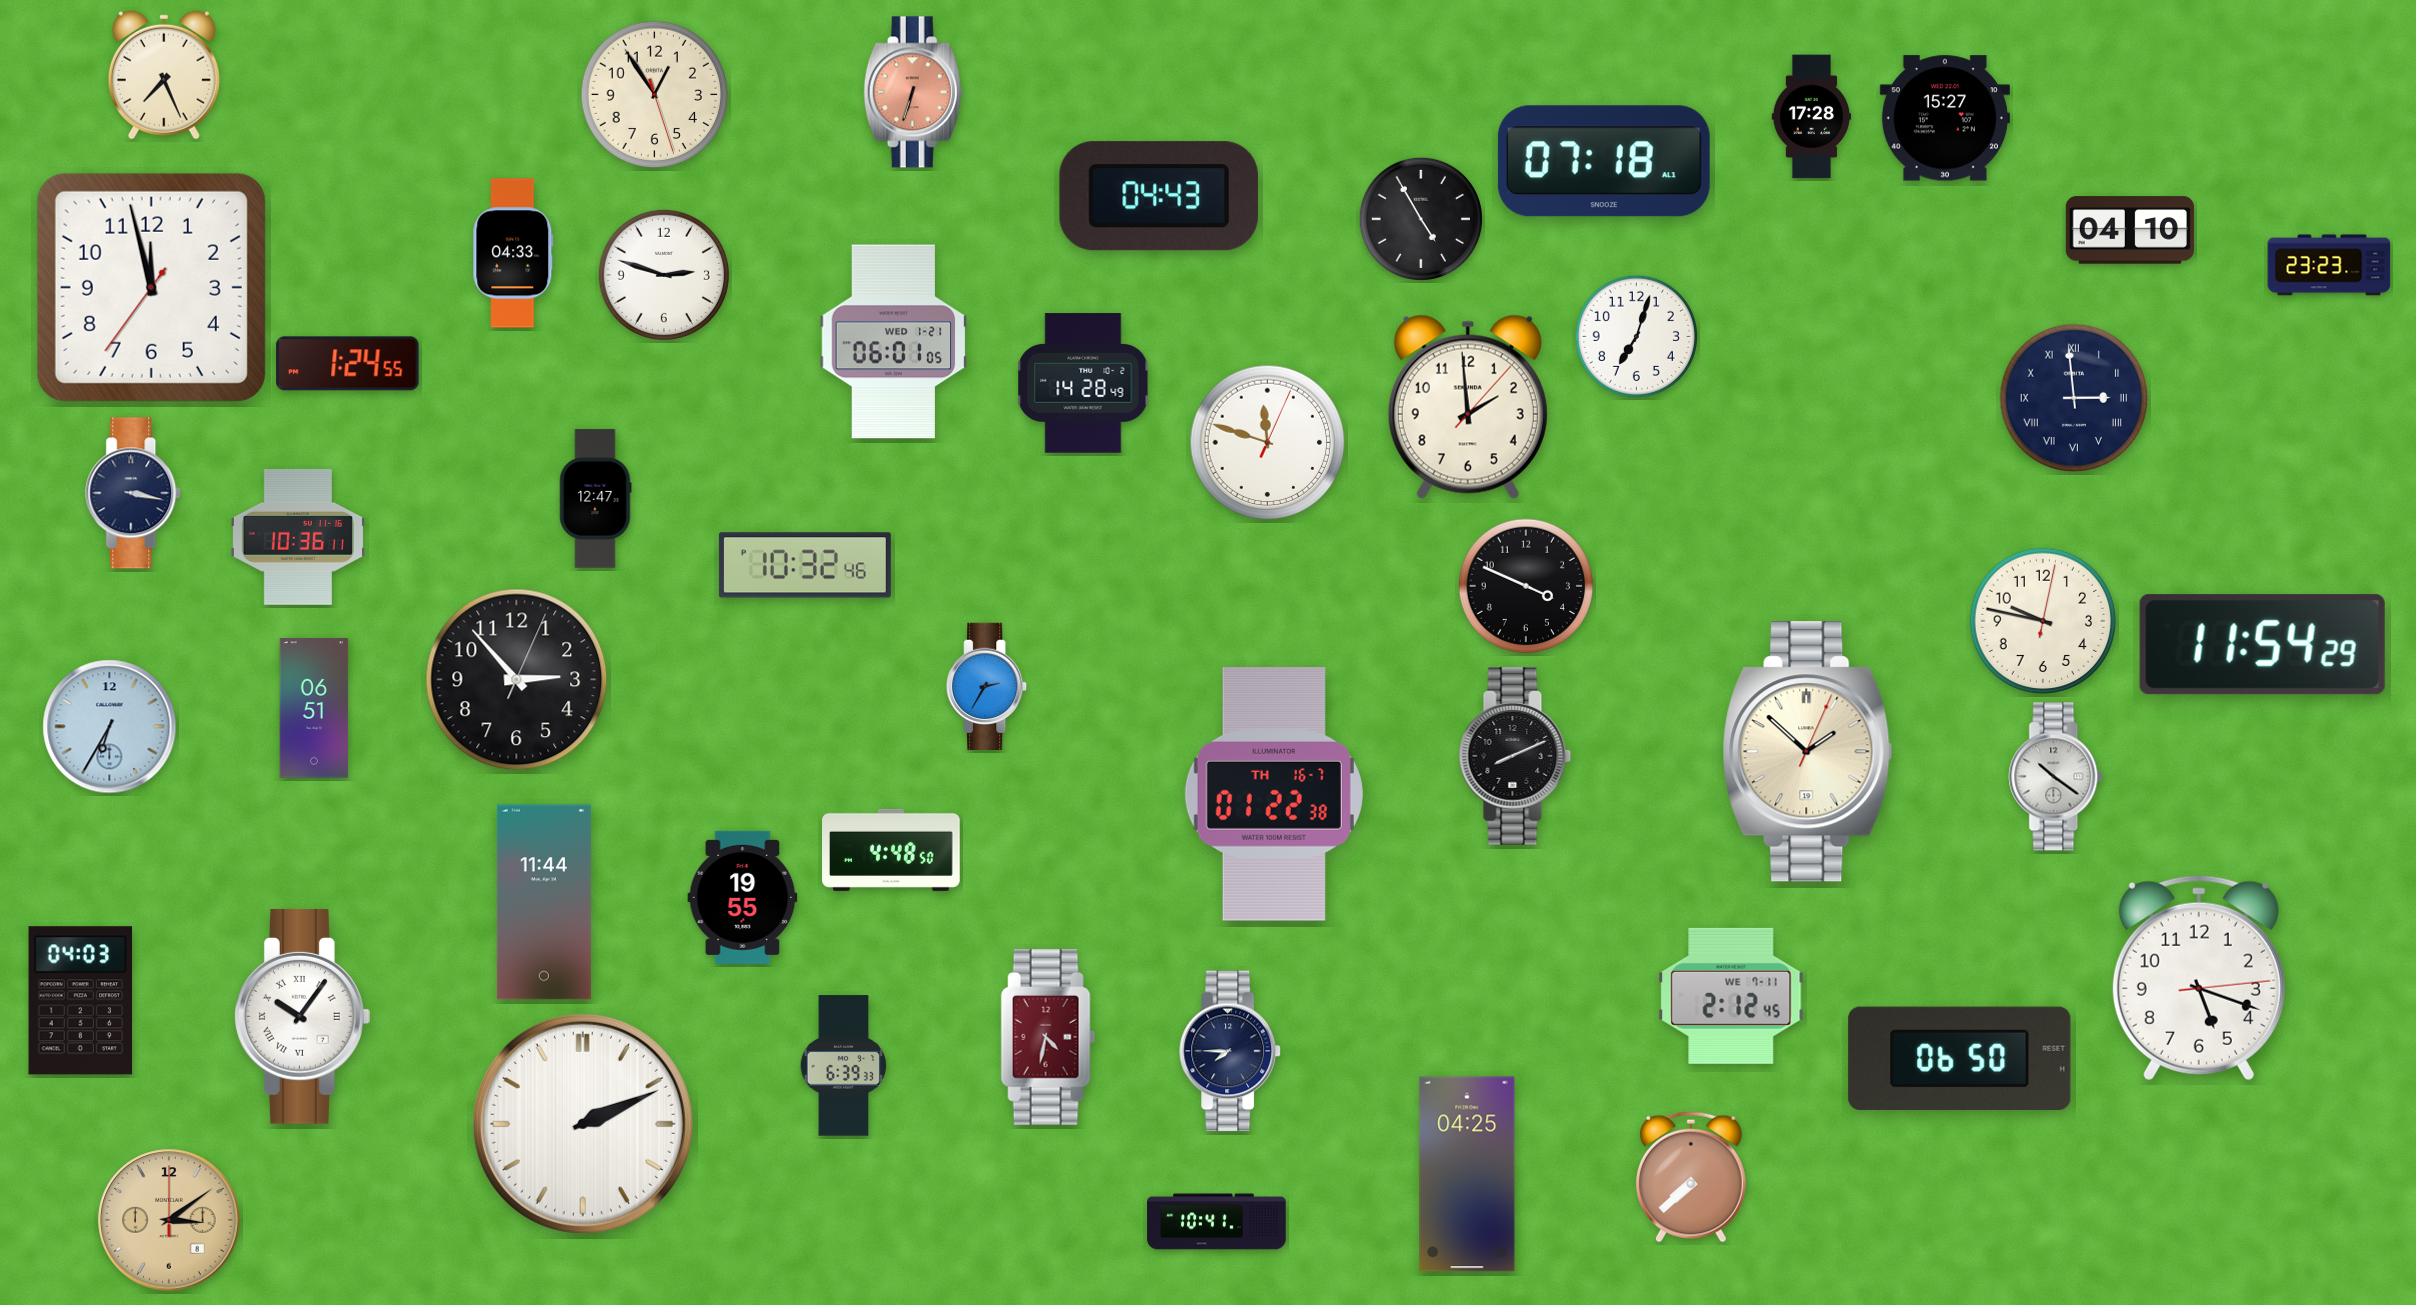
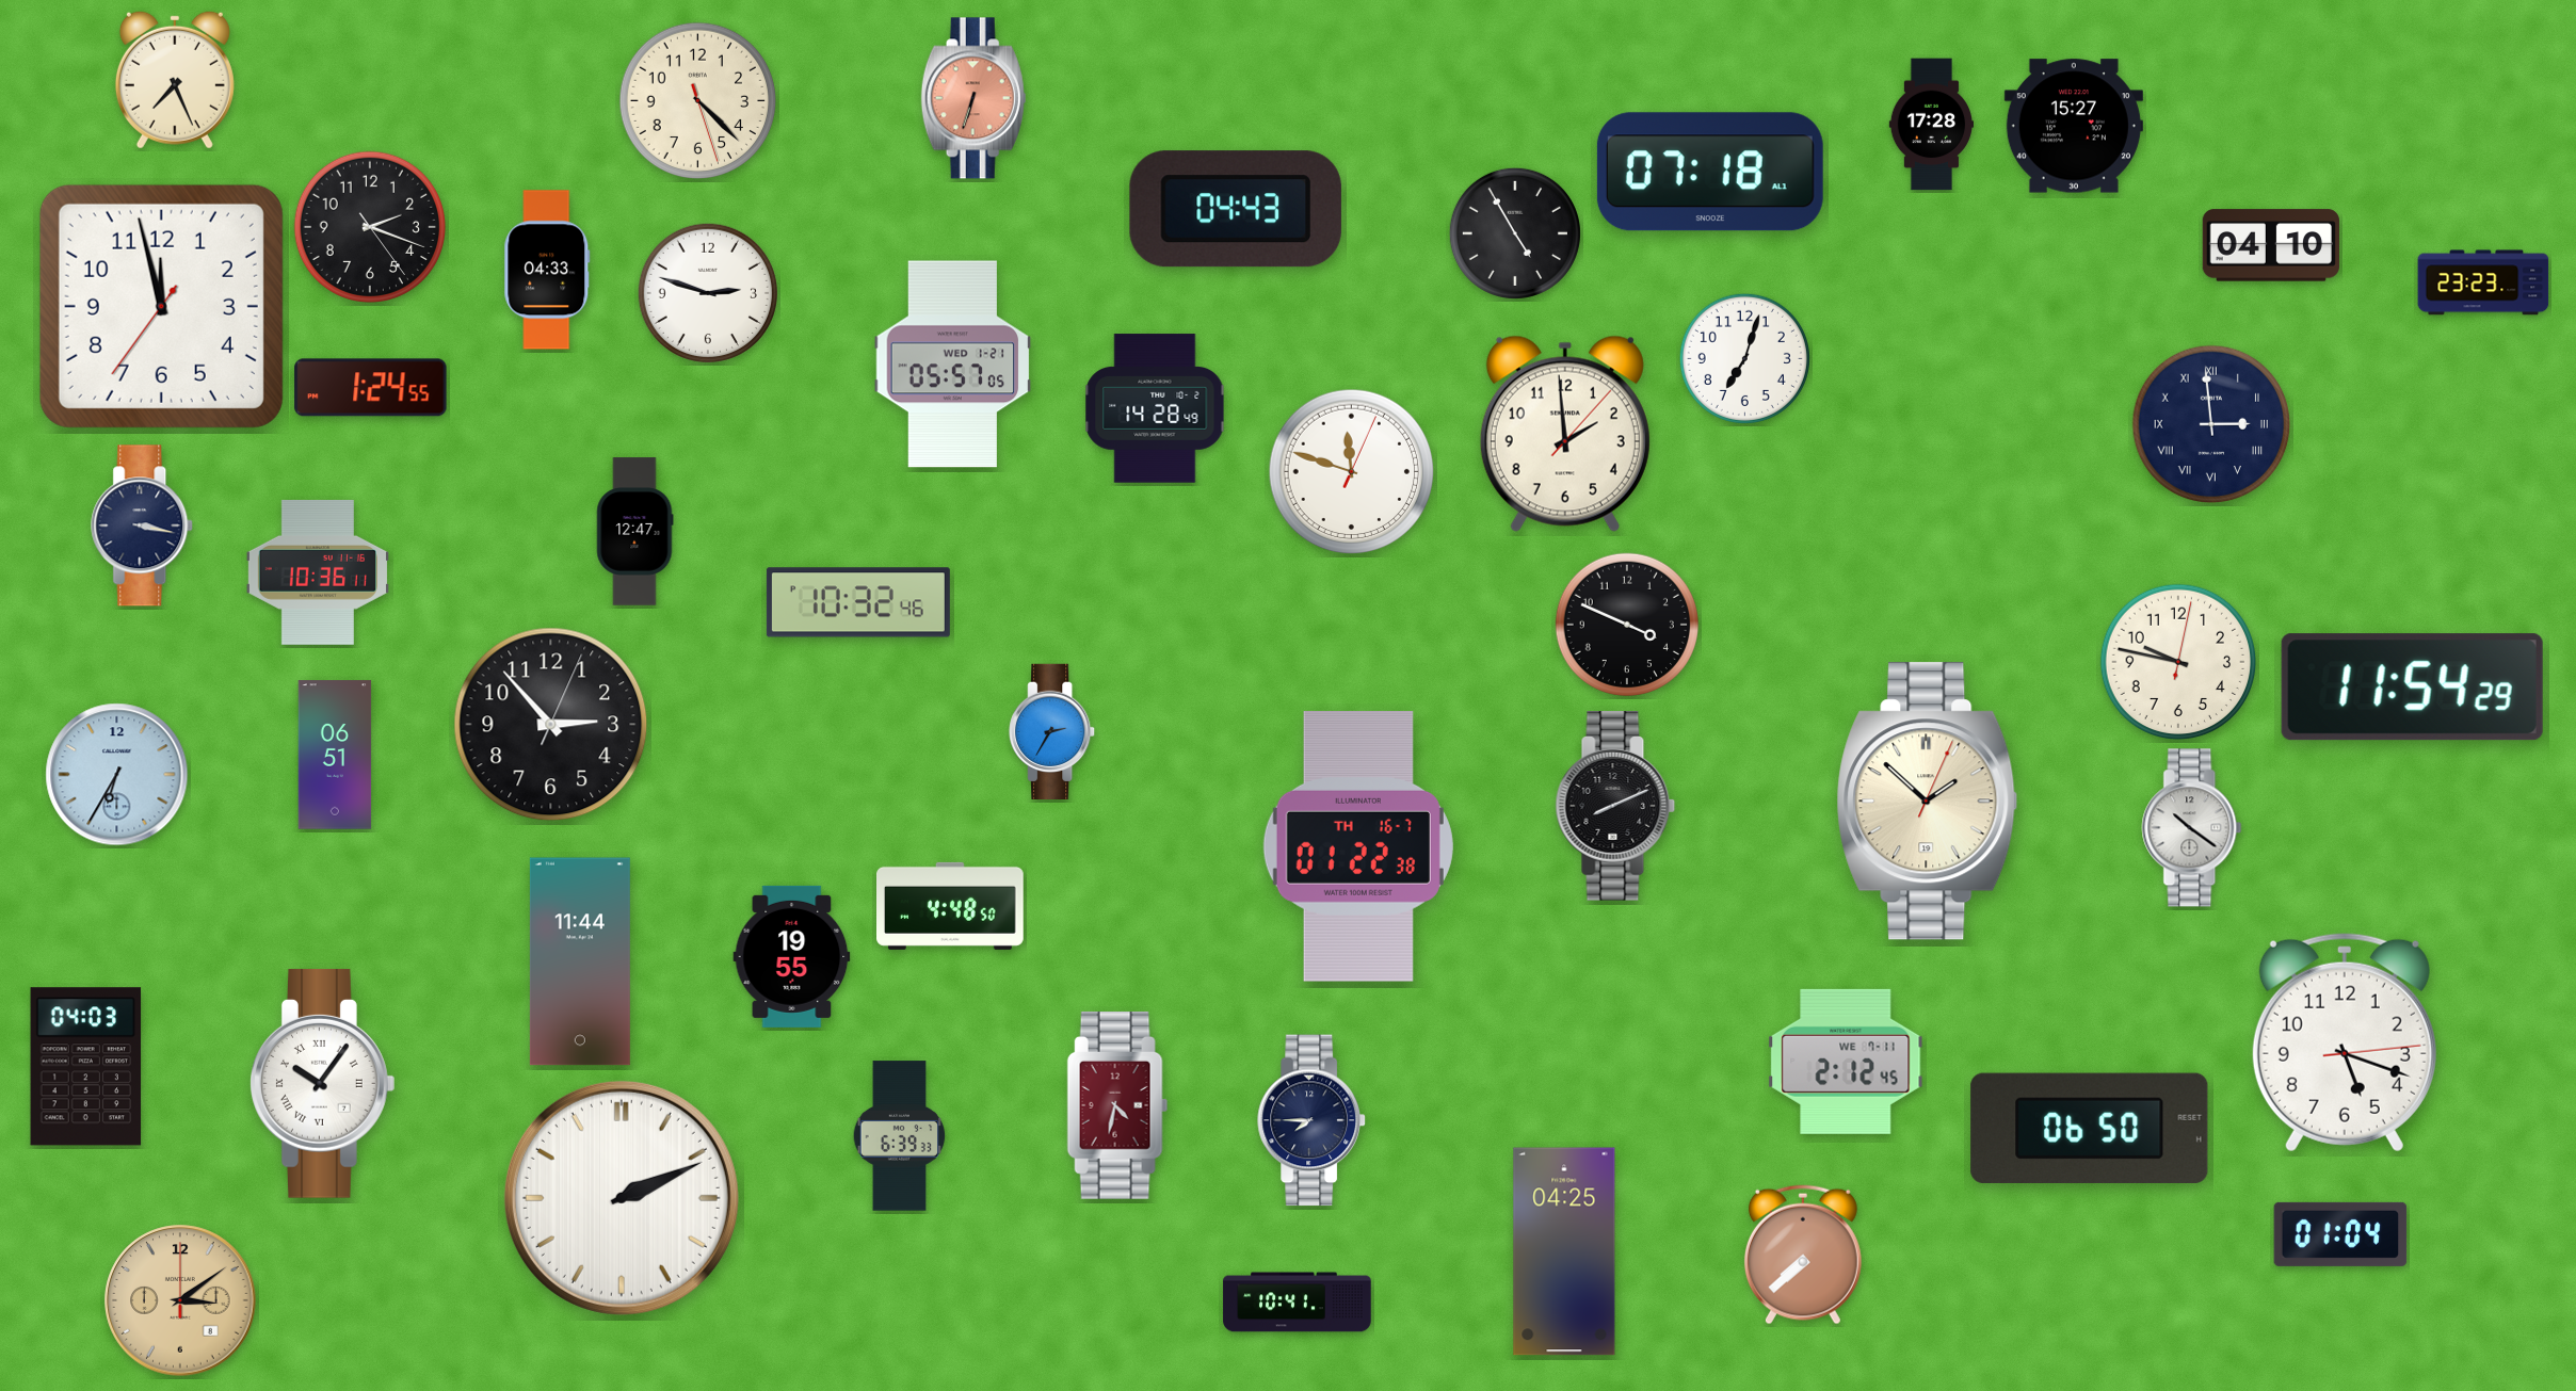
clock at (655, 95): 12:54 -> 4:22
clock at (369, 226): none -> 2:18
clock at (894, 342): 06:01 -> 05:57
clock at (2340, 1234): none -> 01:04
